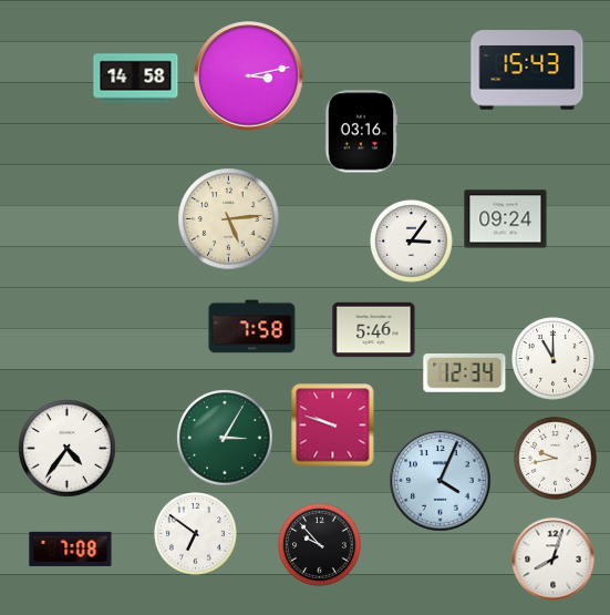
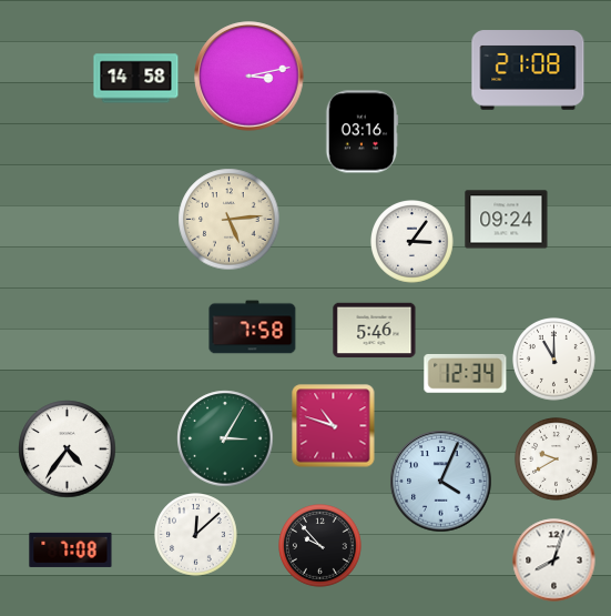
clock at (527, 70): 15:43 -> 21:08
clock at (333, 426): 9:48 -> 10:48
clock at (556, 459): 9:43 -> 9:40
clock at (196, 534): 6:51 -> 12:08
